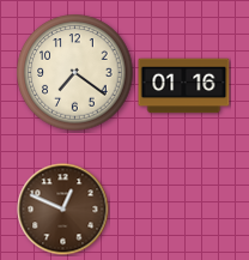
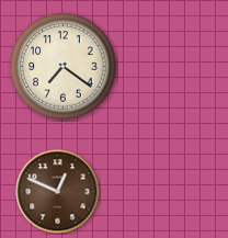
clock at (75, 73) position: (75, 73) -> (64, 67)
clock at (184, 86): 01:16 -> none
